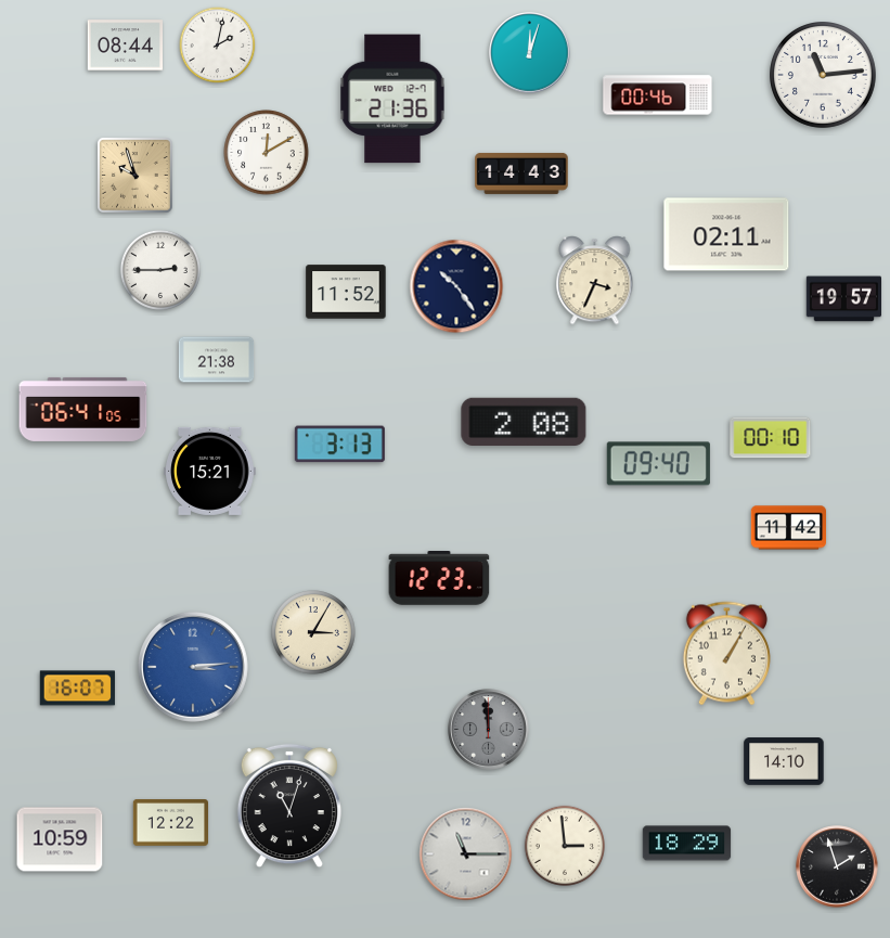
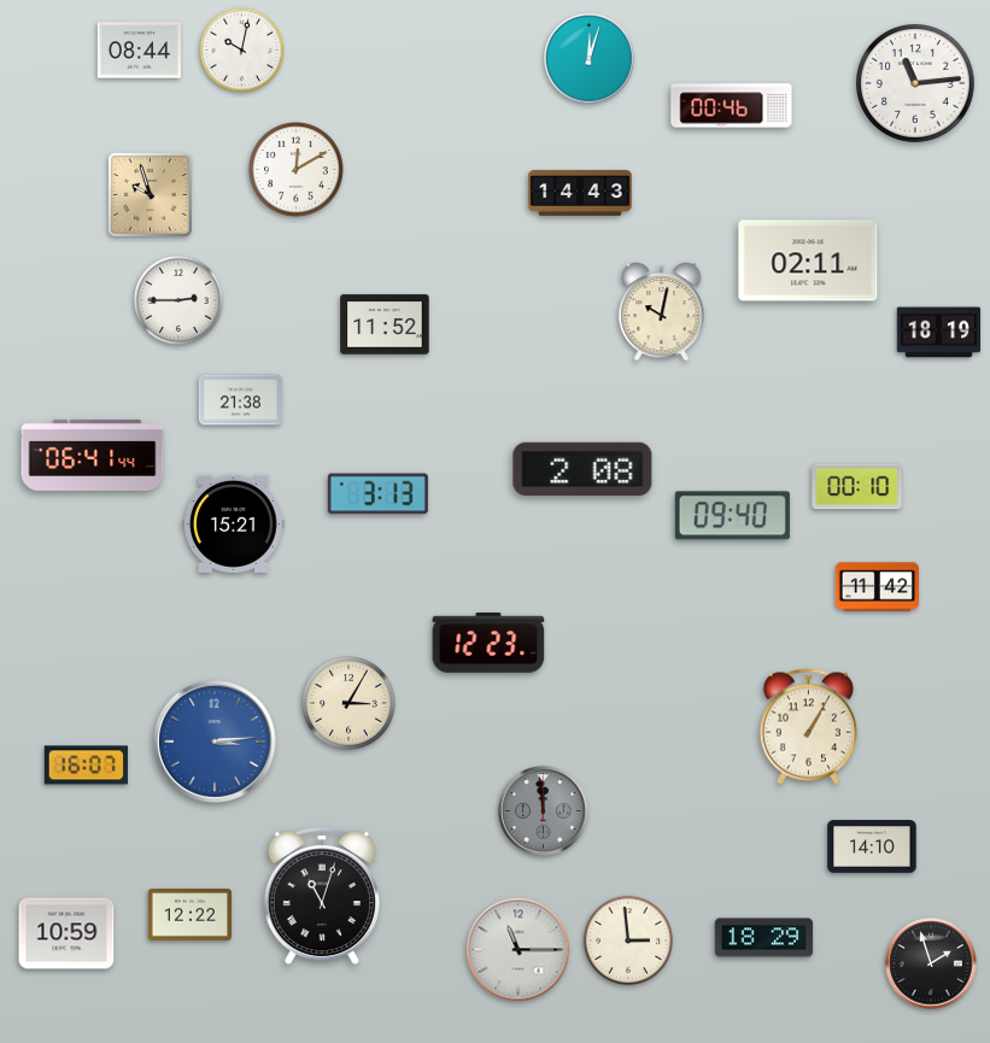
clock at (218, 46): 2:02 -> 10:02
clock at (392, 99): 21:36 -> none
clock at (595, 281): 3:34 -> 10:02
clock at (456, 286): 10:24 -> none
clock at (843, 299): 19:57 -> 18:19
clock at (83, 409): 06:41:05 -> 06:41:44
